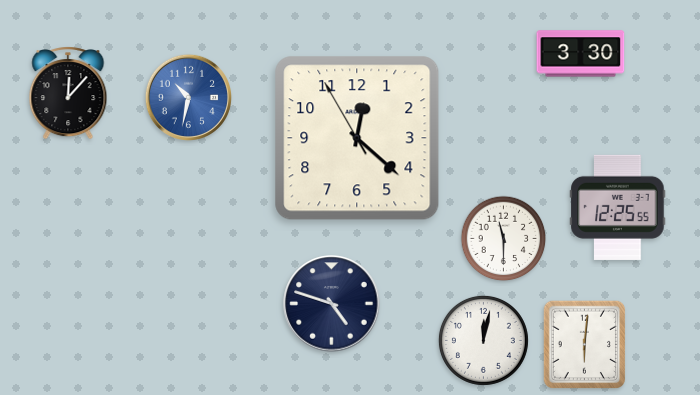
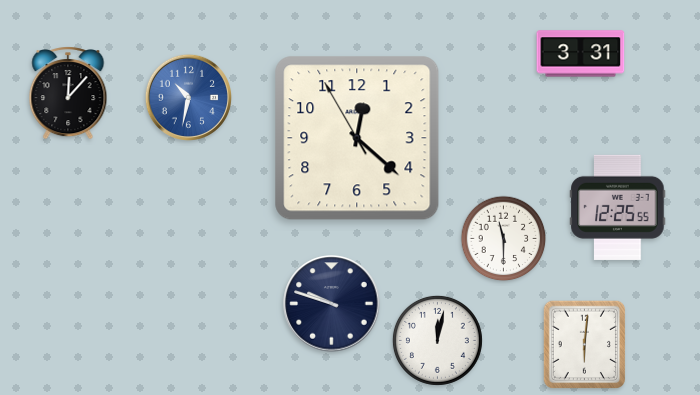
clock at (581, 54): 3:30 -> 3:31
clock at (332, 304): 4:48 -> 9:48
clock at (483, 340) position: (483, 340) -> (437, 340)
